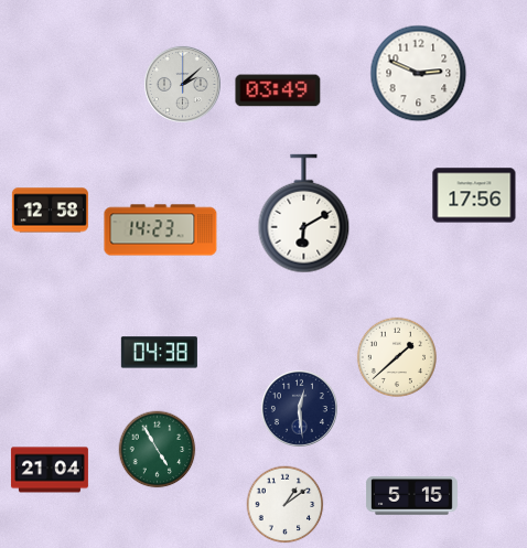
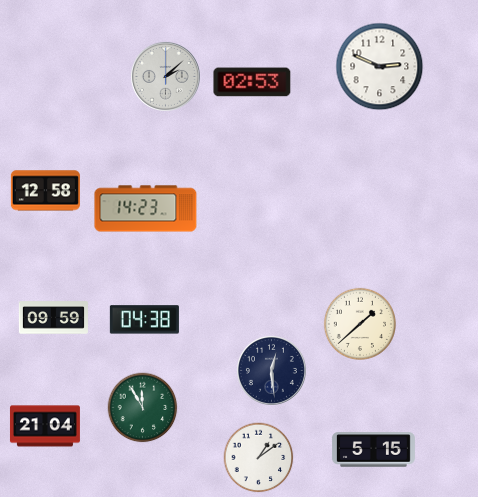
clock at (278, 90): 03:49 -> 02:53
clock at (474, 195): 17:56 -> none
clock at (304, 214): 6:10 -> none
clock at (53, 318): none -> 09:59
clock at (158, 450): 4:55 -> 11:55
